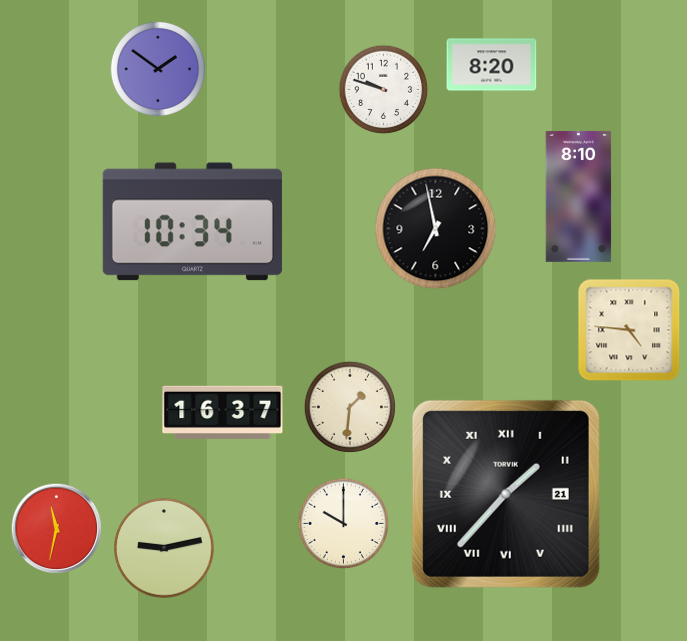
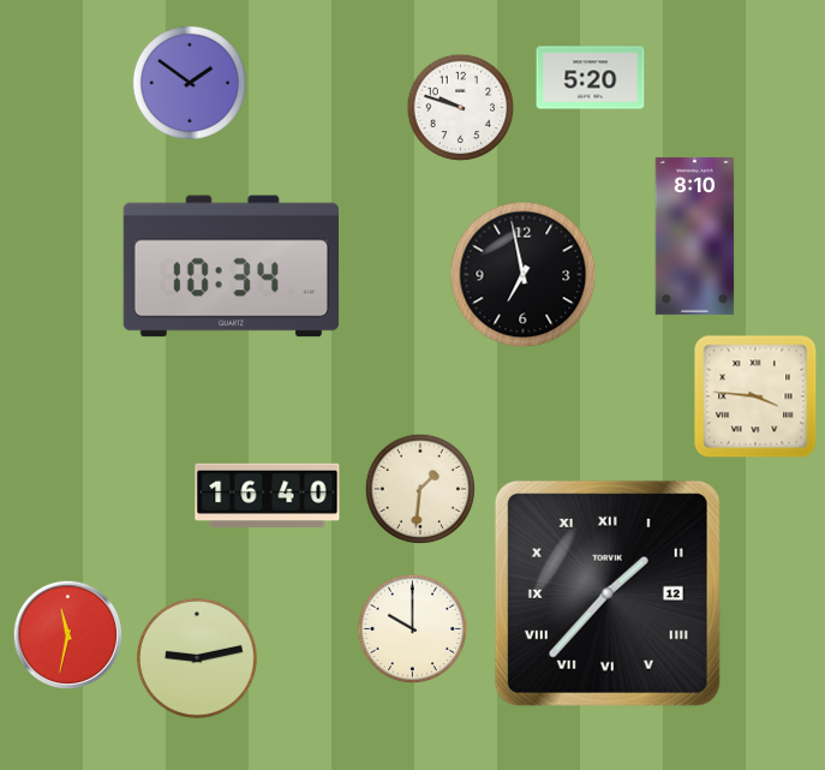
clock at (492, 65): 8:20 -> 5:20
clock at (629, 330): 4:46 -> 3:46
clock at (223, 413): 16:37 -> 16:40
clock at (506, 494) date: 21 -> 12
